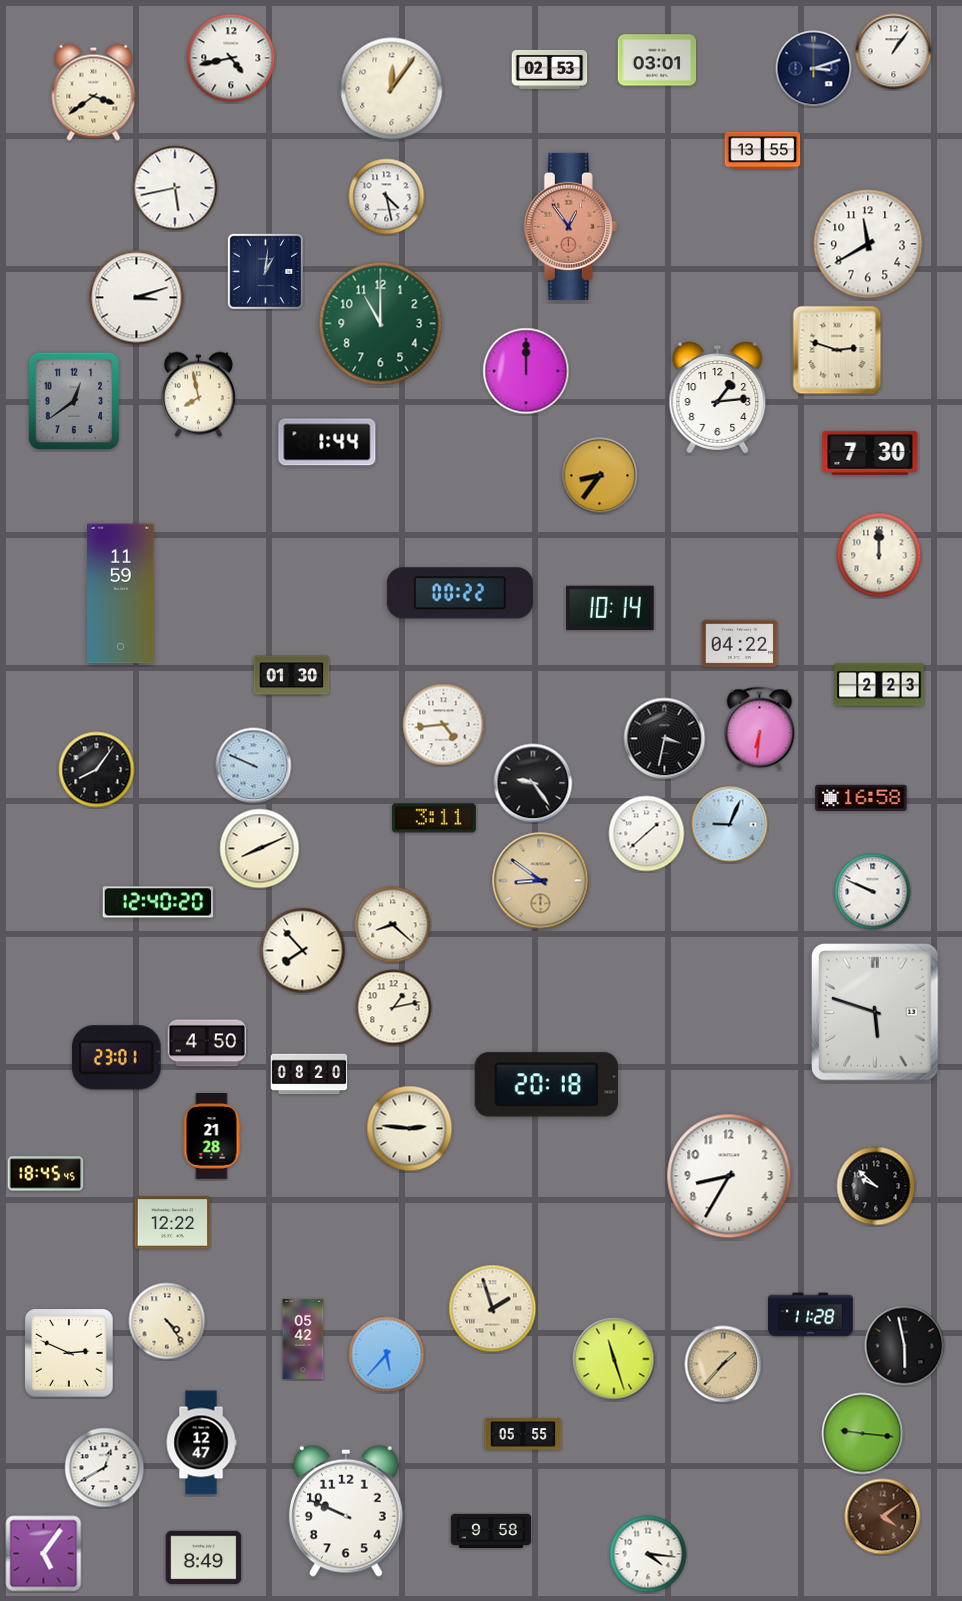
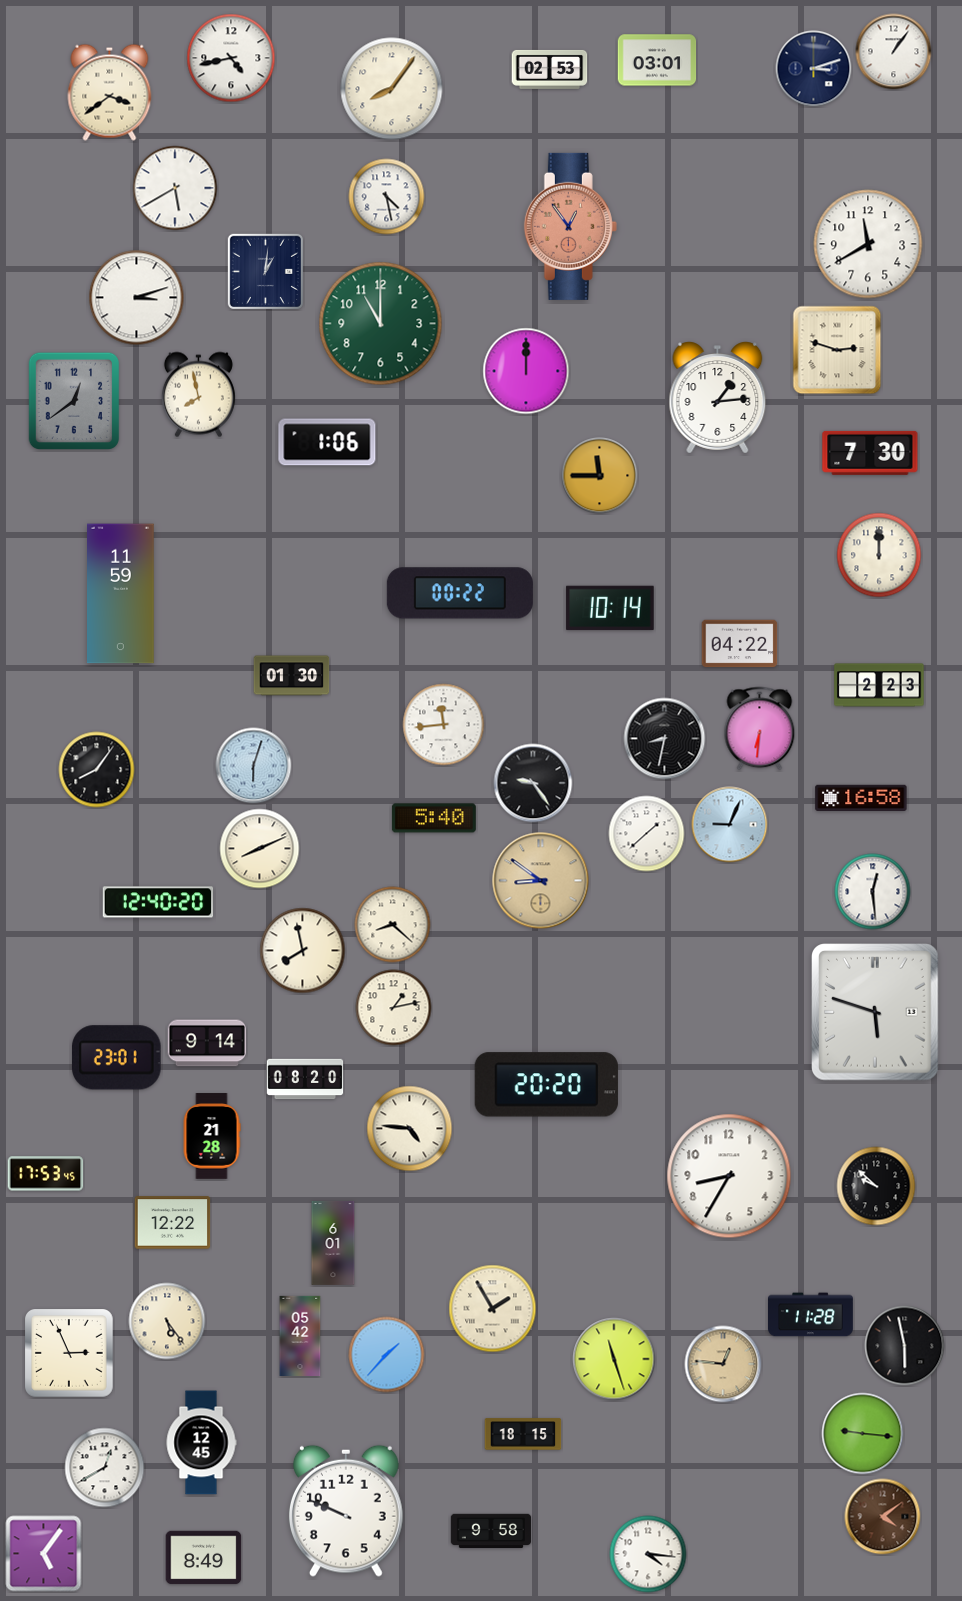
clock at (392, 89): 12:06 -> 8:06
clock at (94, 92) position: (94, 92) -> (110, 92)
clock at (763, 151): 13:55 -> none
clock at (175, 188): 5:43 -> 5:40
clock at (327, 442): 1:44 -> 1:06
clock at (600, 476): 8:36 -> 11:45
clock at (444, 725): 4:44 -> 11:44
clock at (665, 739): 3:32 -> 8:32
clock at (254, 766): 9:49 -> 6:03
clock at (434, 818): 3:11 -> 5:40
clock at (873, 892): 9:49 -> 12:29
clock at (303, 951): 7:53 -> 7:58
clock at (206, 1043): 4:50 -> 9:14
clock at (309, 1074) position: (309, 1074) -> (305, 1079)
clock at (546, 1085): 20:18 -> 20:20
clock at (410, 1129): 2:46 -> 4:46
clock at (46, 1174): 18:45 -> 17:53
clock at (333, 1244): none -> 6:01
clock at (493, 1309): 1:57 -> 1:55
clock at (167, 1321): 4:24 -> 5:24
clock at (303, 1338) position: (303, 1338) -> (300, 1335)
clock at (70, 1354): 2:49 -> 2:56
clock at (387, 1355): 5:37 -> 1:37
clock at (723, 1364): 1:37 -> 12:46
clock at (523, 1434): 05:55 -> 18:15
clock at (201, 1443): 12:47 -> 12:45
